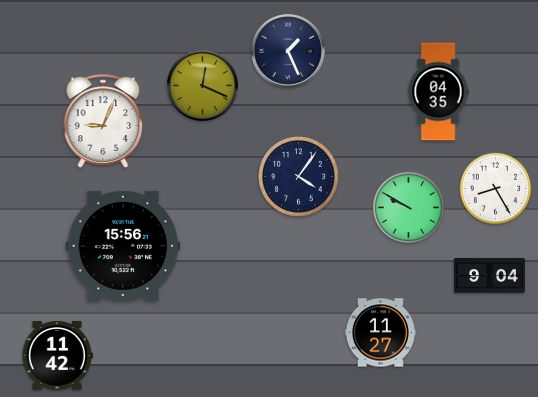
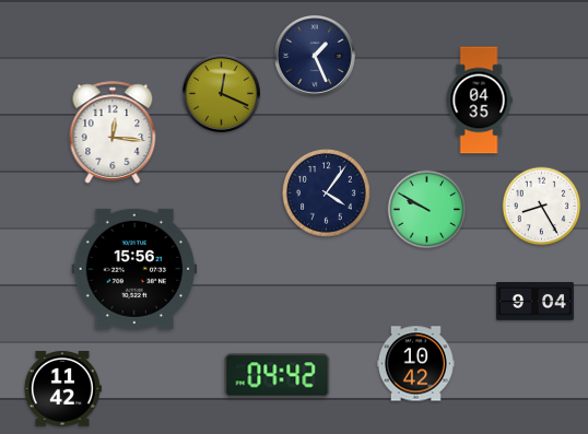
clock at (103, 121): 9:04 -> 12:16
clock at (409, 208) position: (409, 208) -> (427, 210)
clock at (380, 333): 11:27 -> 10:42
clock at (278, 376): none -> 04:42
